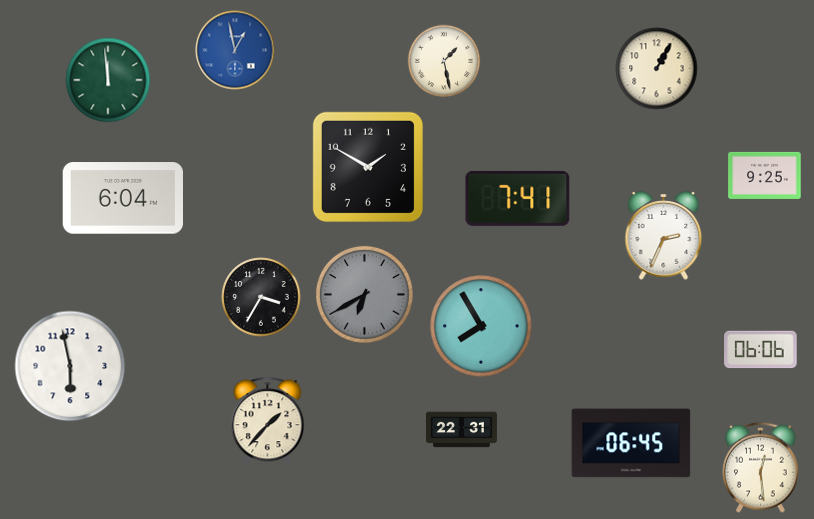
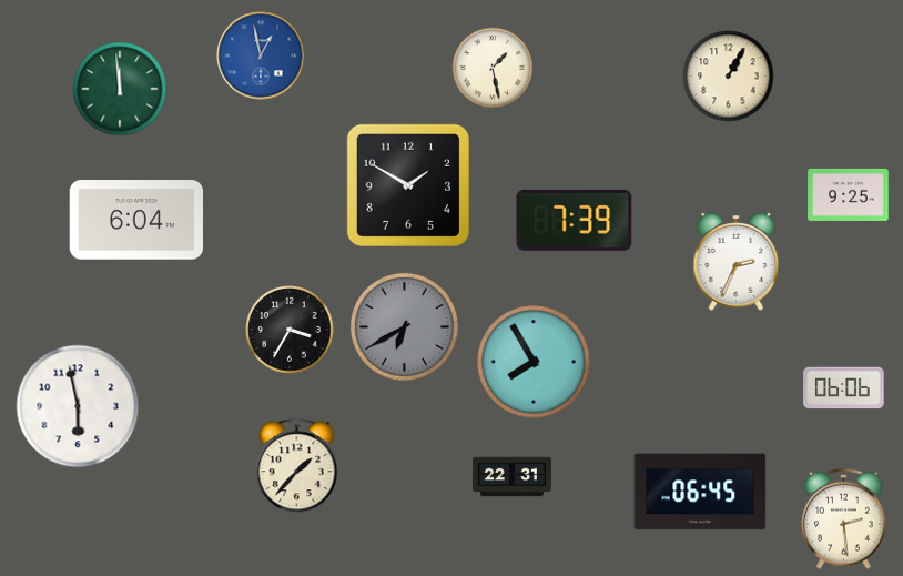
clock at (518, 198): 7:41 -> 7:39
clock at (761, 467): 12:29 -> 2:29
